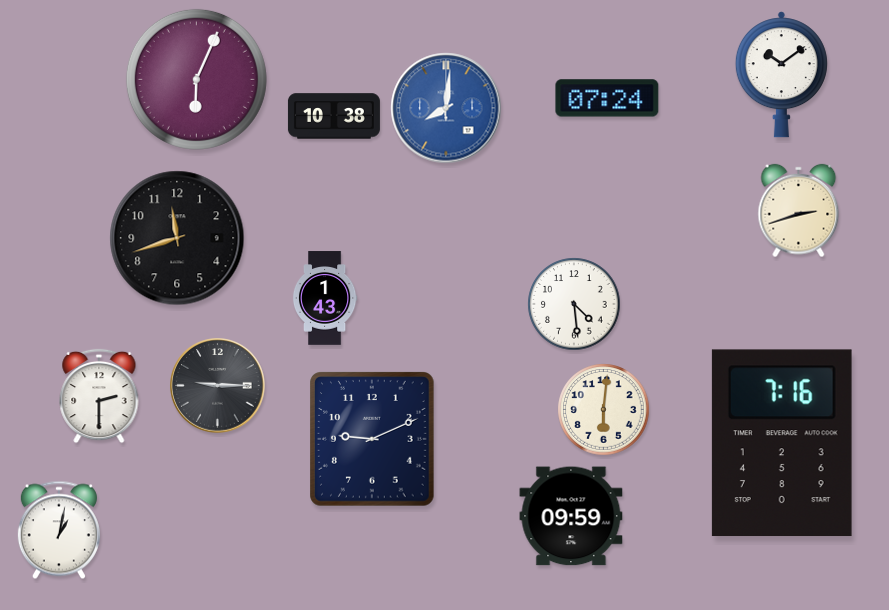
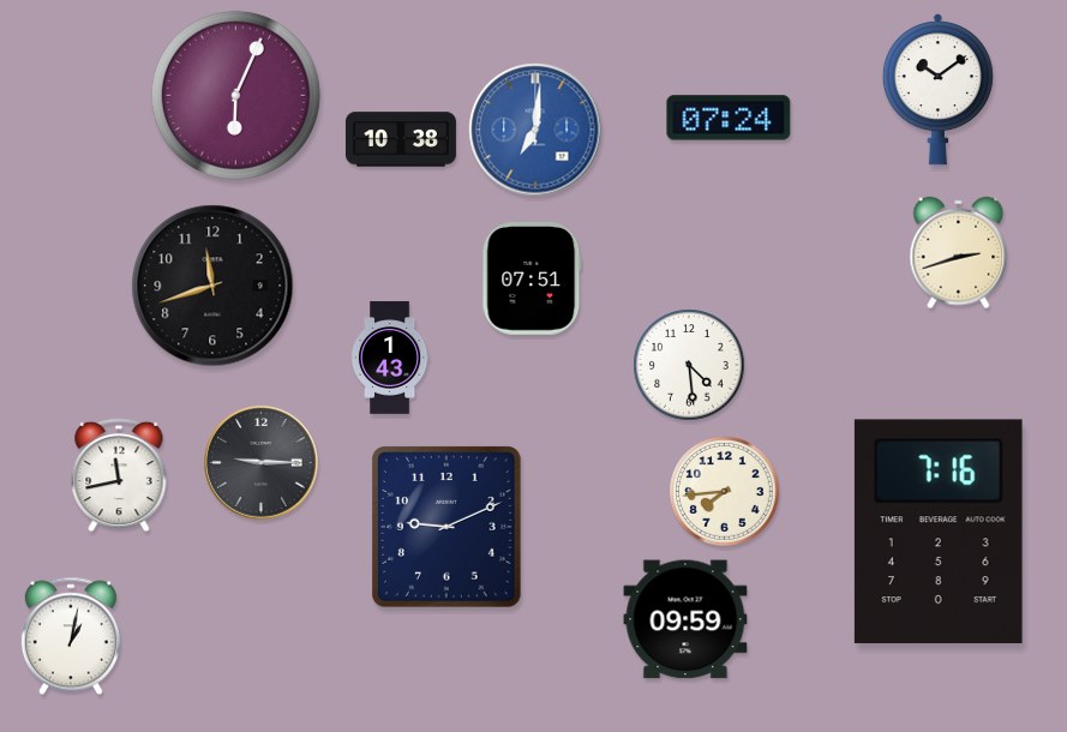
clock at (446, 108): 8:01 -> 7:01
clock at (532, 280): none -> 07:51
clock at (99, 396): 2:30 -> 11:43
clock at (604, 410): 6:01 -> 7:44
